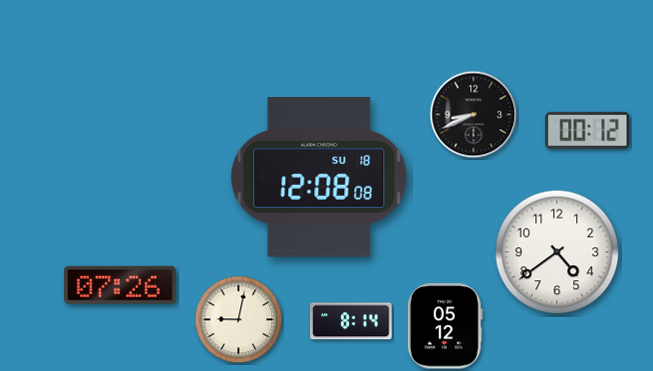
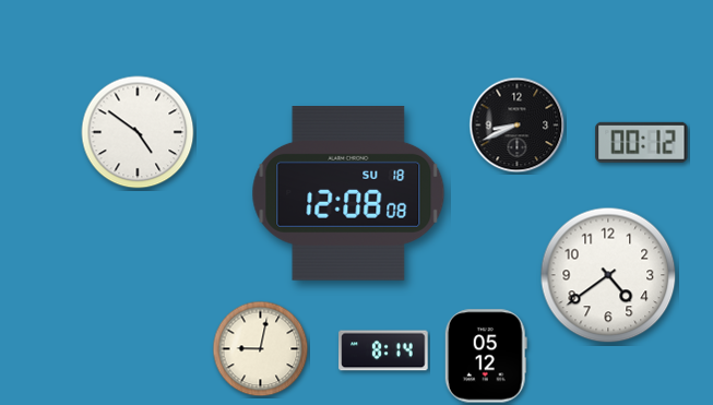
clock at (138, 132): none -> 4:51
clock at (121, 285): 07:26 -> none
